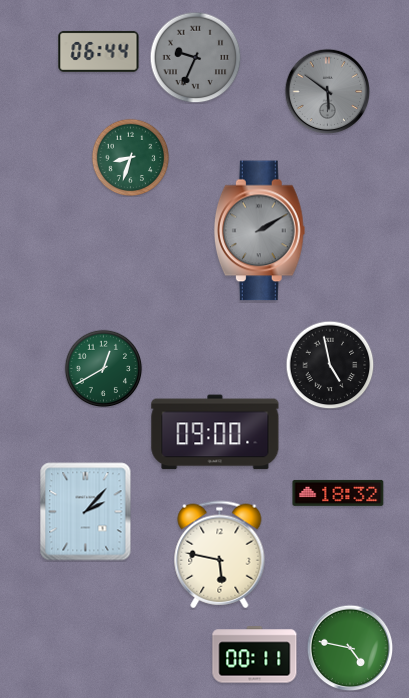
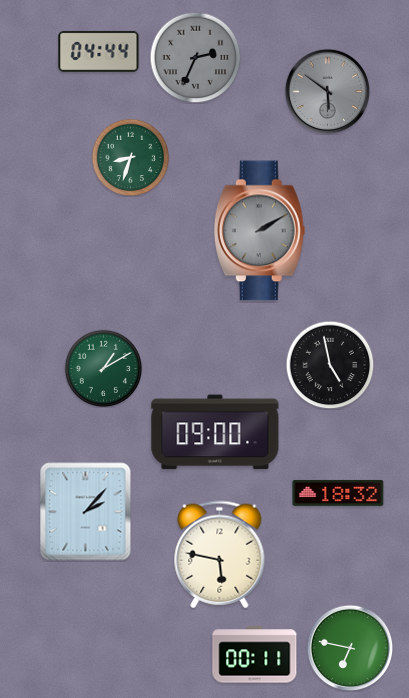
clock at (99, 51): 06:44 -> 04:44
clock at (195, 57): 9:34 -> 2:34
clock at (103, 368): 12:40 -> 1:10
clock at (350, 648): 4:47 -> 6:47
